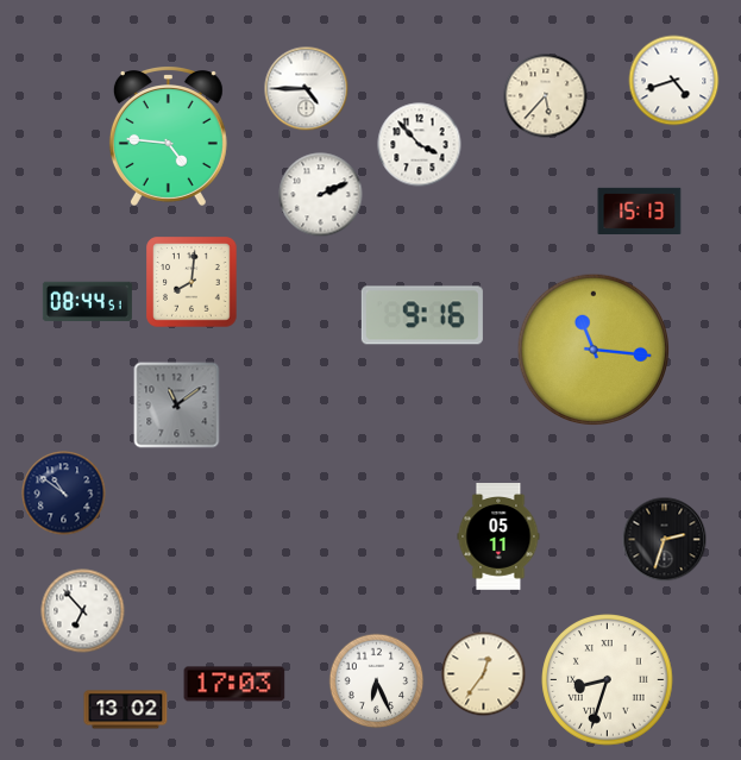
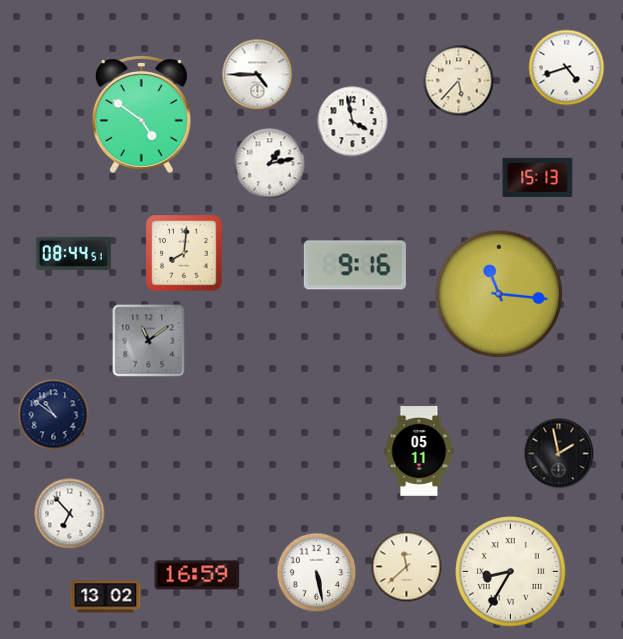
clock at (168, 136): 4:46 -> 4:51
clock at (420, 145): 3:53 -> 3:58
clock at (321, 195): 2:11 -> 1:13
clock at (191, 282) position: (191, 282) -> (184, 253)
clock at (665, 540): 2:33 -> 1:58
clock at (484, 674): 12:36 -> 11:38
clock at (608, 680): 8:33 -> 8:35
clock at (377, 682): 6:26 -> 5:28
clock at (234, 684): 17:03 -> 16:59
